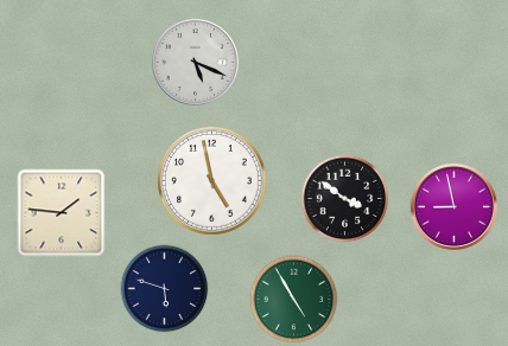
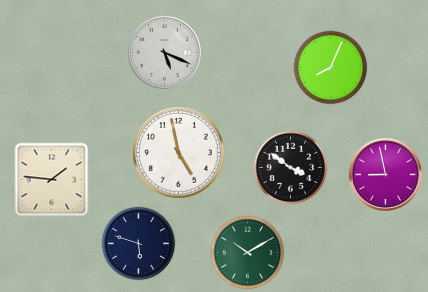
clock at (331, 68): none -> 8:04
clock at (453, 206) position: (453, 206) -> (385, 174)
clock at (294, 300): 4:55 -> 10:10
